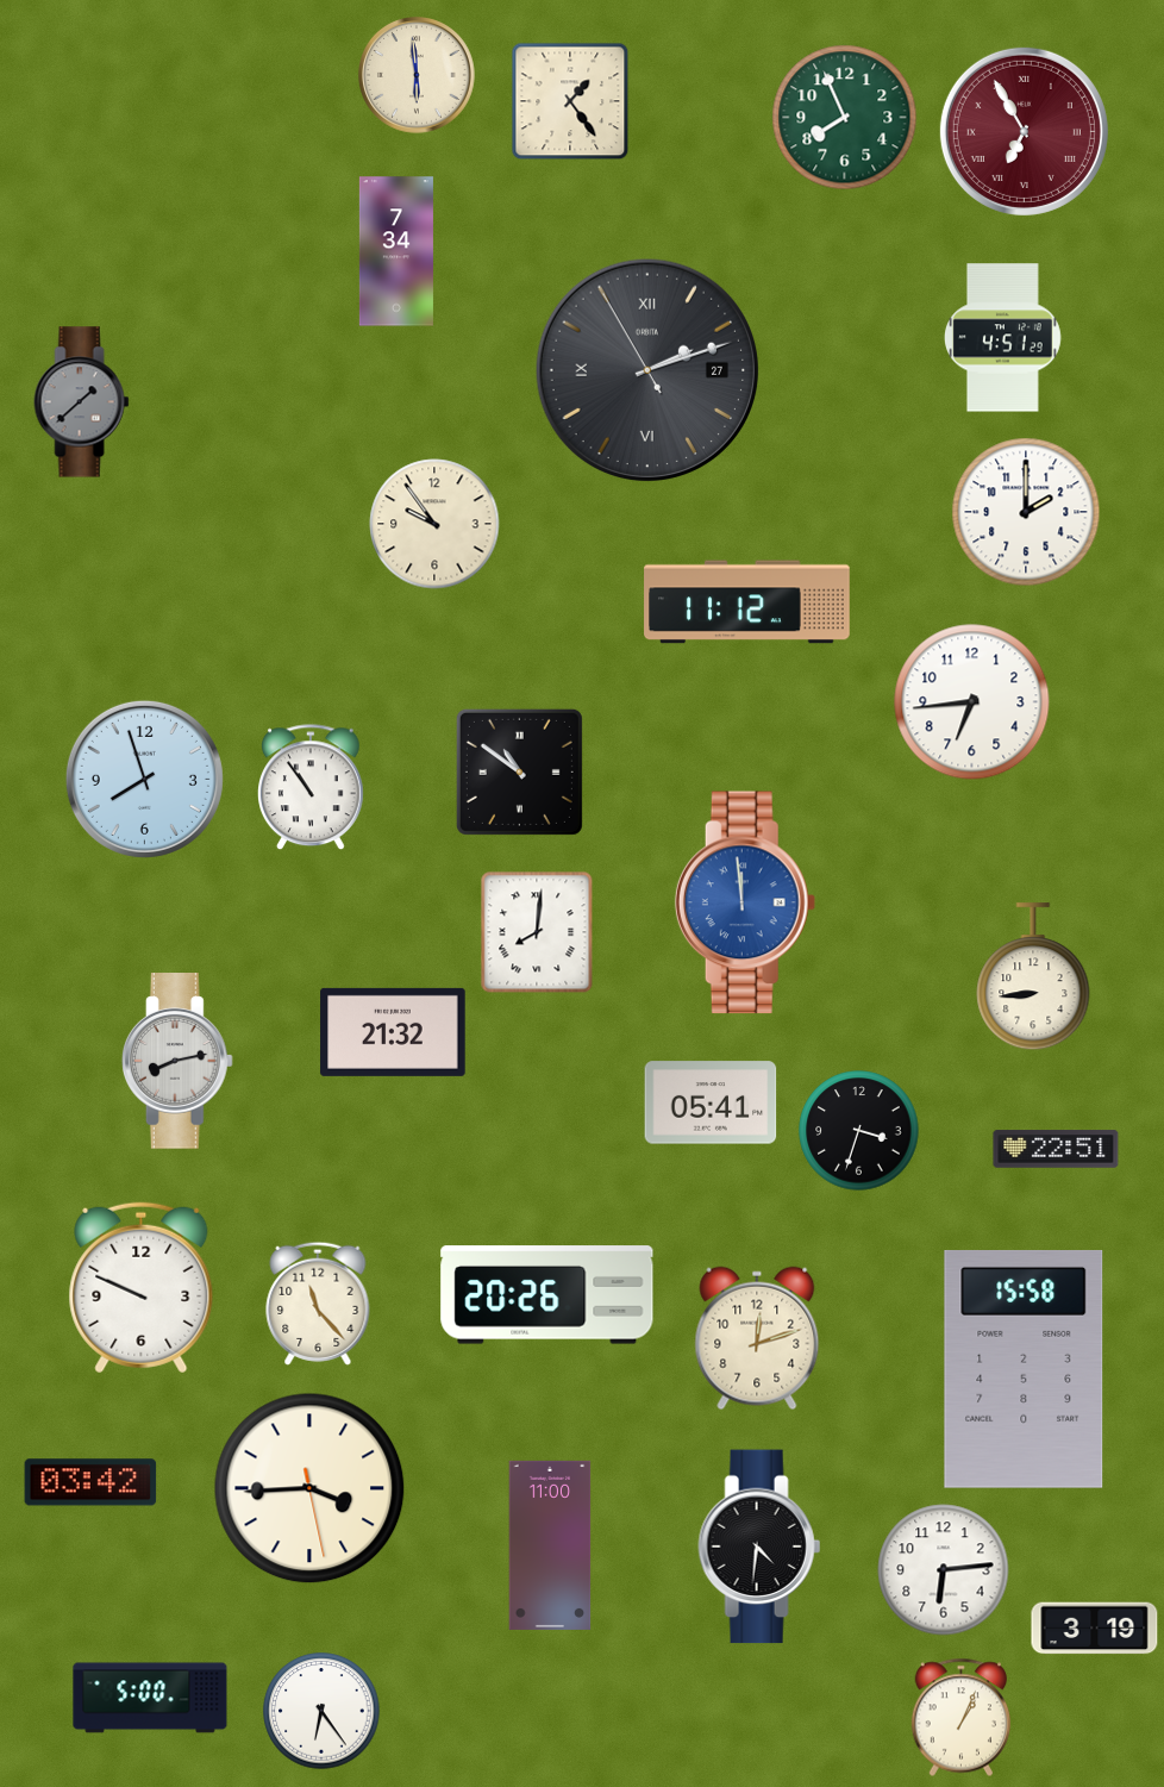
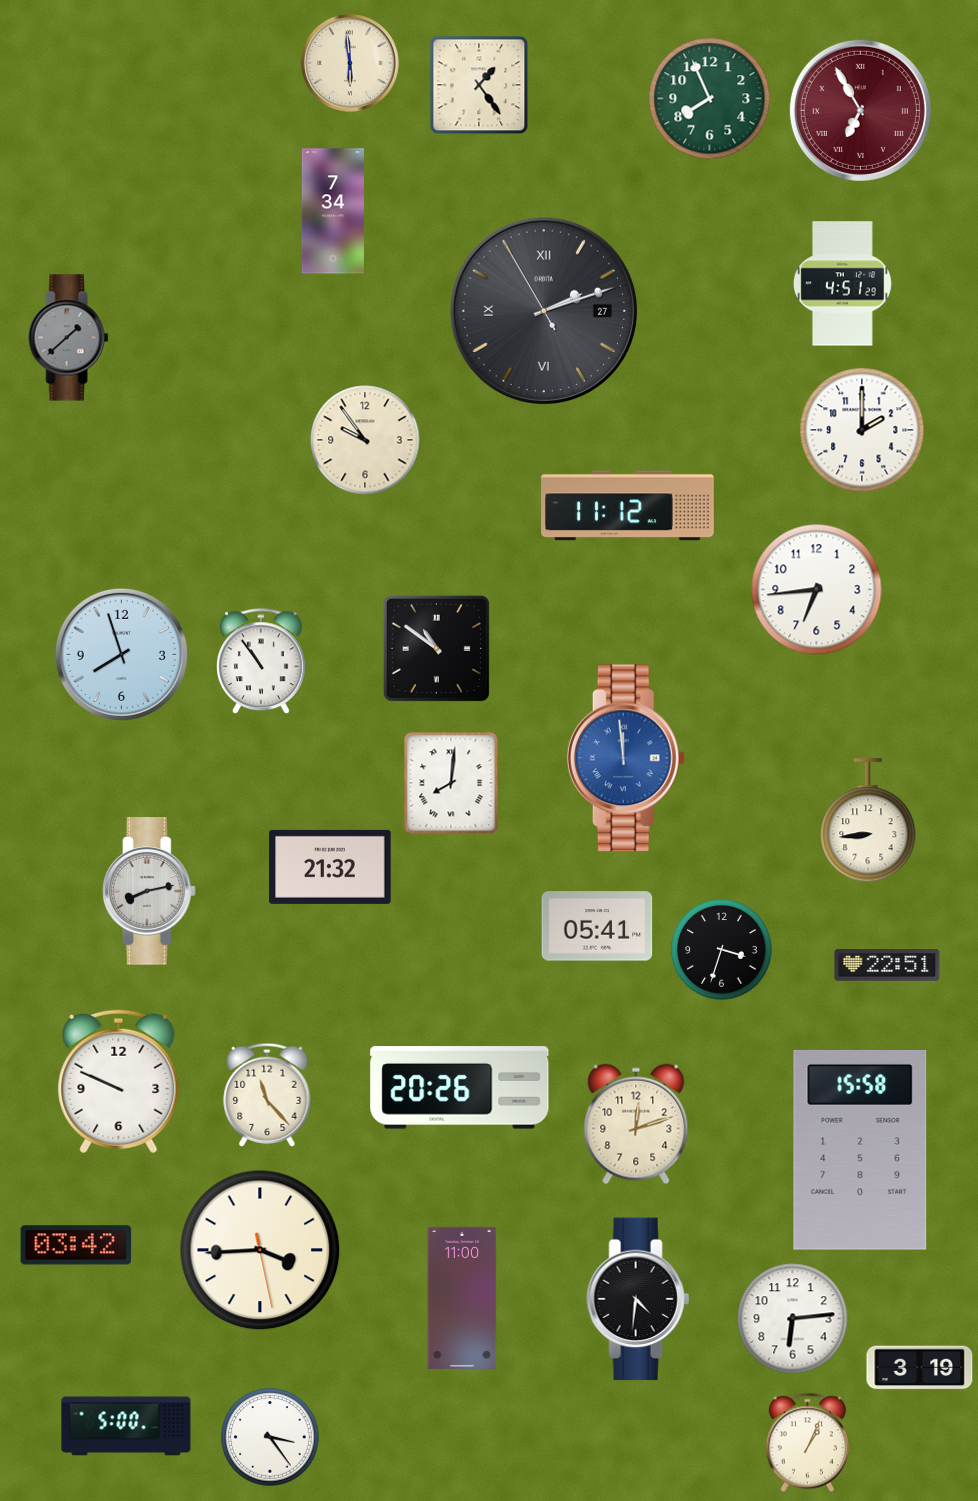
clock at (321, 1711): 6:24 -> 3:24
